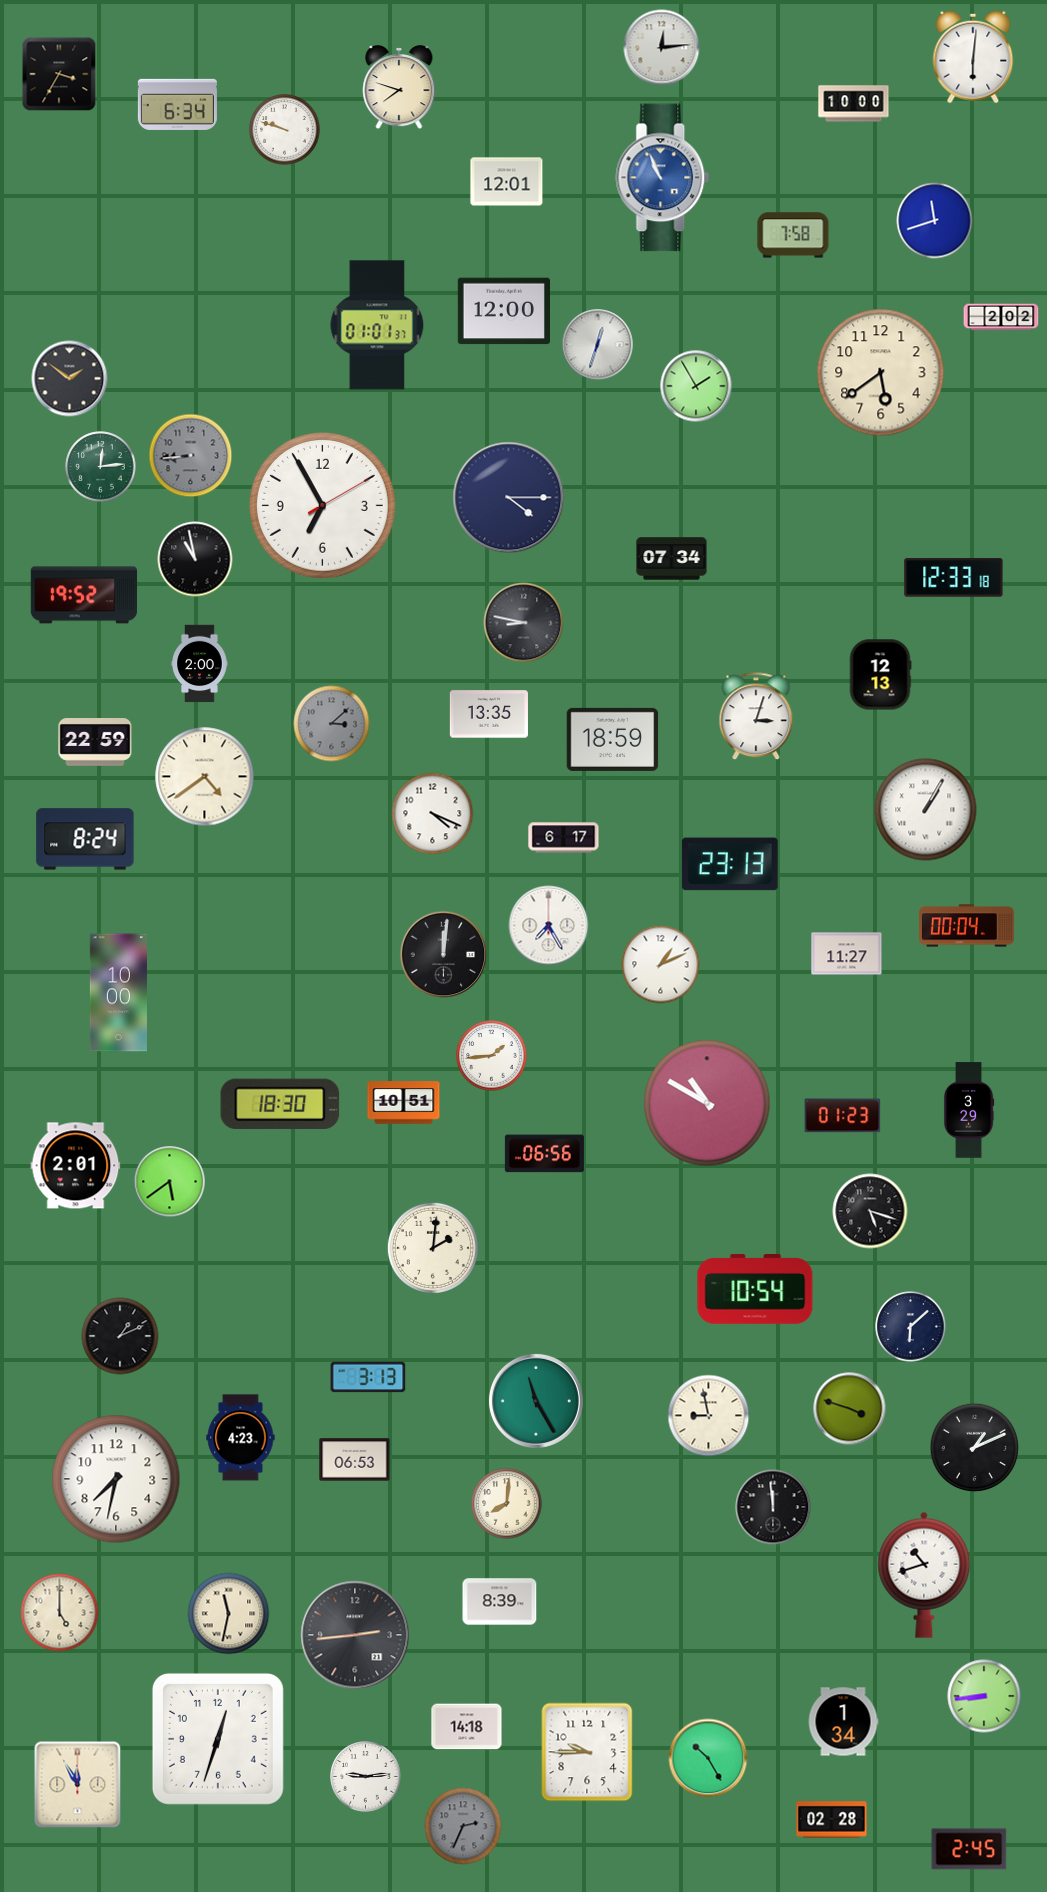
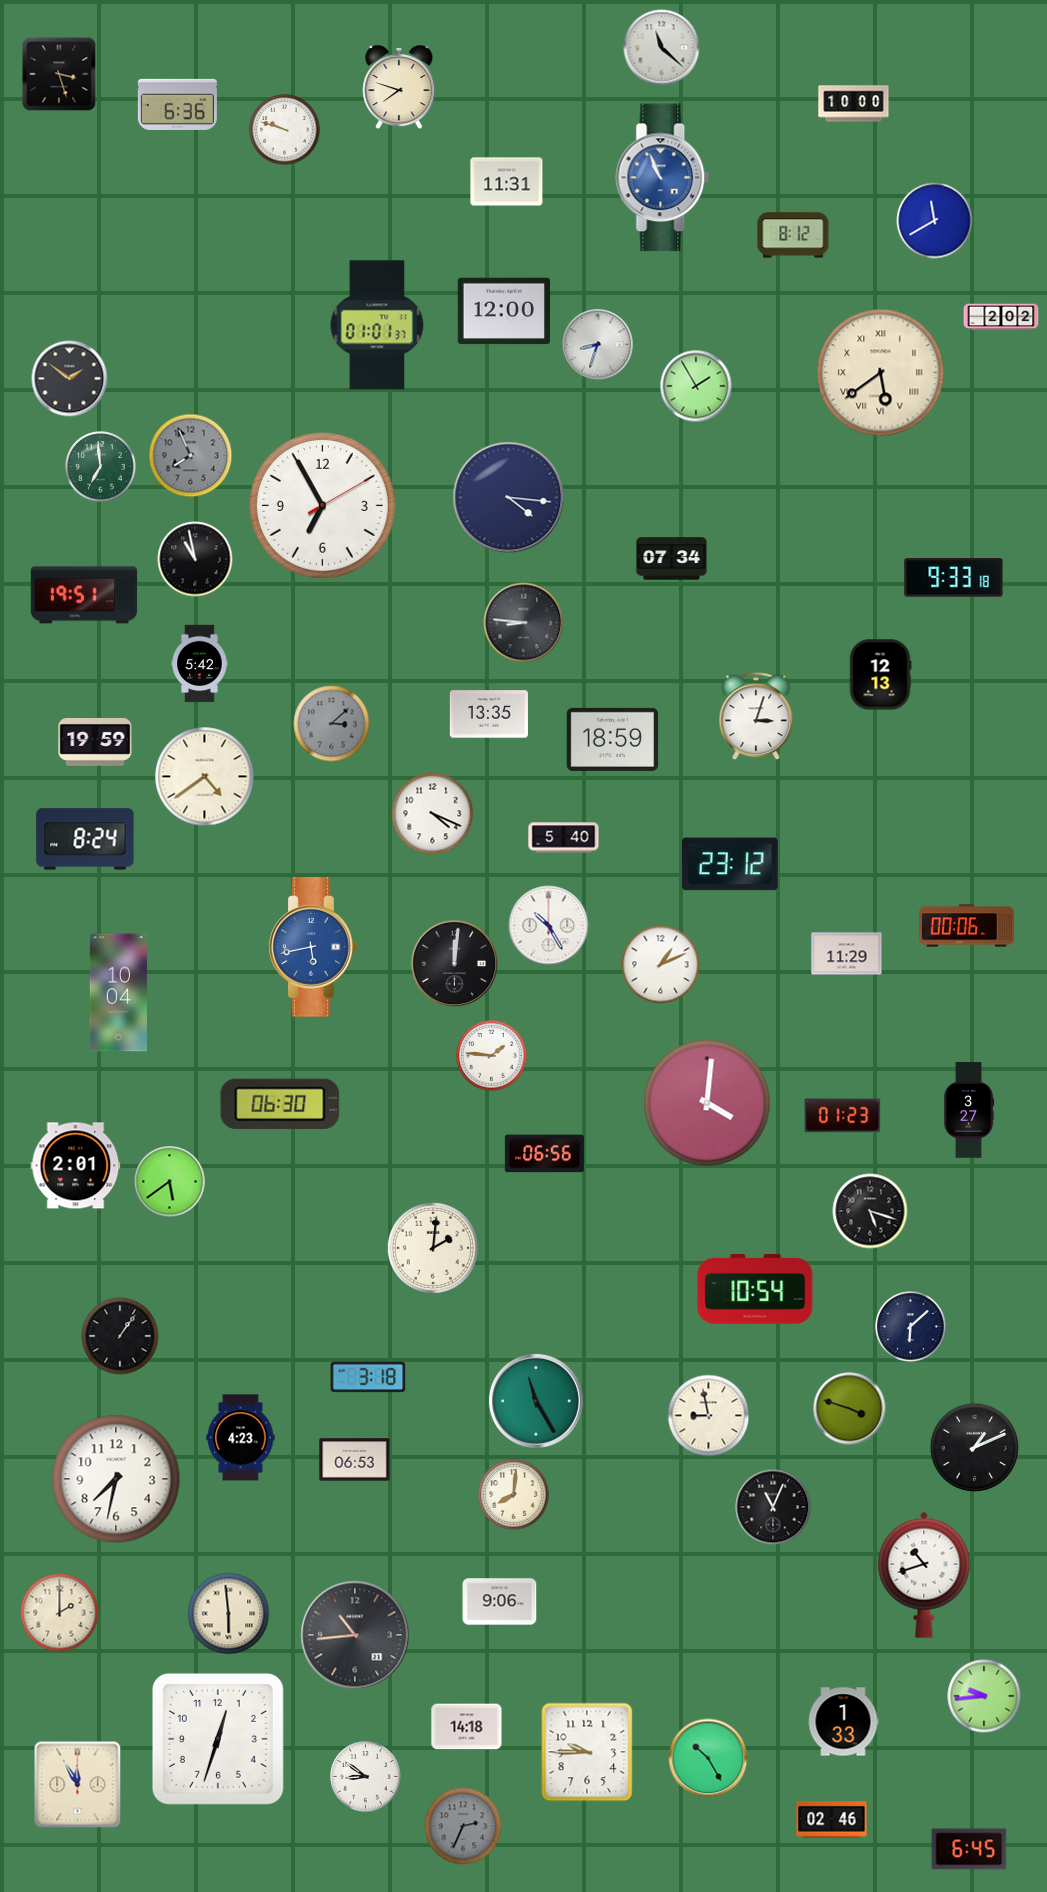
clock at (662, 48): 12:14 -> 11:22
clock at (973, 57): 6:01 -> none
clock at (59, 74): 3:35 -> 3:27
clock at (177, 104): 6:34 -> 6:36
clock at (507, 182): 12:01 -> 11:31
clock at (935, 221): 11:42 -> 11:40
clock at (793, 235): 7:58 -> 8:12
clock at (598, 345): 12:33 -> 8:33
clock at (881, 373) numerals: Arabic -> Roman
clock at (191, 456): 8:44 -> 7:56
clock at (101, 467): 12:14 -> 6:59
clock at (509, 498): 4:15 -> 4:16
clock at (954, 578): 12:33 -> 9:33
clock at (84, 595): 19:52 -> 19:51
clock at (524, 623): 8:47 -> 8:46
clock at (200, 664): 2:00 -> 5:42
clock at (95, 743): 22:59 -> 19:59
clock at (926, 810): 1:05 -> none
clock at (564, 838): 6:17 -> 5:40
clock at (731, 864): 23:13 -> 23:12
clock at (549, 926): 7:25 -> 10:25
clock at (967, 926): 00:04 -> 00:06
clock at (313, 947): none -> 5:43
clock at (847, 954): 11:27 -> 11:29
clock at (444, 955) position: (444, 955) -> (455, 964)
clock at (118, 993): 10:00 -> 10:04
clock at (492, 1056): 1:44 -> 1:46
clock at (404, 1103): 10:51 -> none
clock at (707, 1103): 10:50 -> 4:01
clock at (280, 1104): 18:30 -> 06:30
clock at (969, 1110): 3:29 -> 3:27
clock at (120, 1336): 1:11 -> 1:06
clock at (368, 1377): 3:13 -> 3:18
clock at (507, 1504) position: (507, 1504) -> (514, 1495)
clock at (773, 1507): 11:59 -> 11:04
clock at (500, 1602): 8:39 -> 9:06
clock at (60, 1613): 5:00 -> 2:00
clock at (229, 1614): 11:32 -> 5:59
clock at (355, 1635): 2:44 -> 10:44
clock at (984, 1696): 8:44 -> 9:44
clock at (843, 1722): 1:34 -> 1:33
clock at (366, 1777): 9:14 -> 8:51
clock at (832, 1820): 02:28 -> 02:46
clock at (969, 1849): 2:45 -> 6:45
